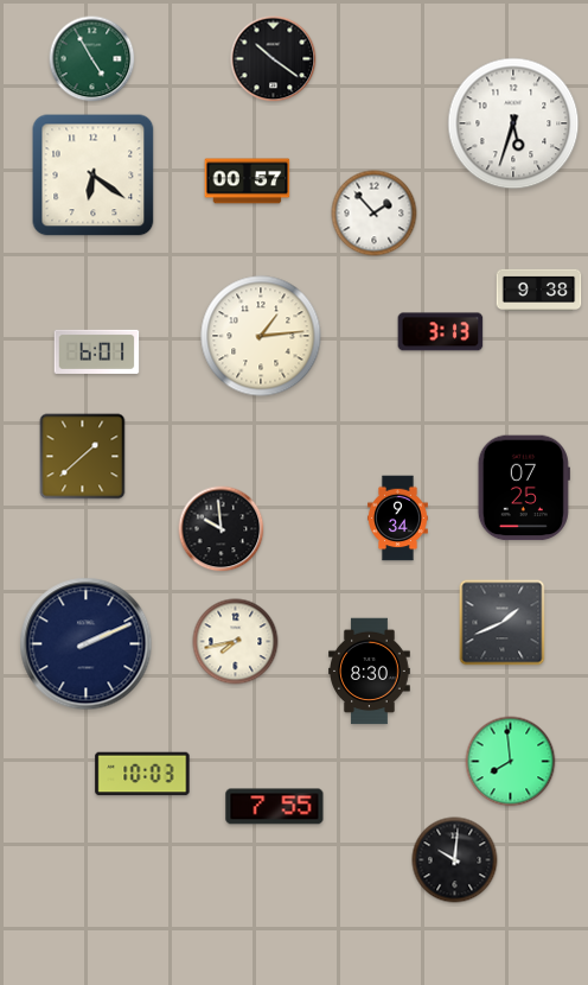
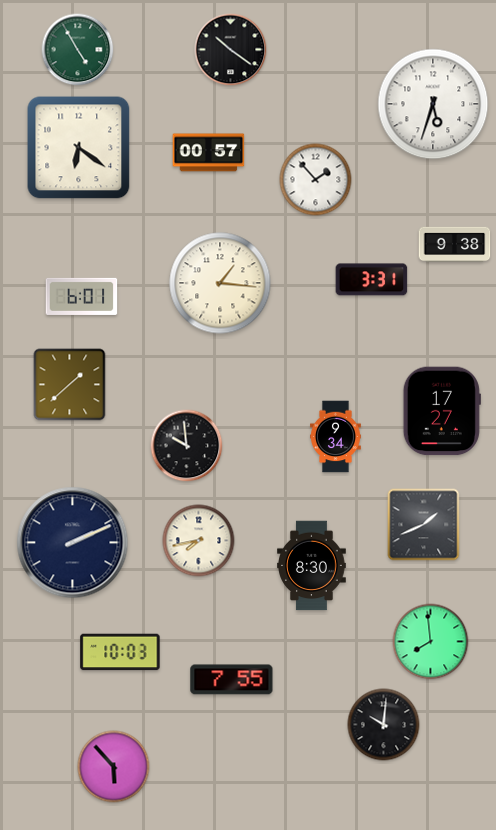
clock at (441, 332): 3:13 -> 3:31
clock at (261, 336): 1:14 -> 1:16
clock at (524, 488): 07:25 -> 17:27
clock at (114, 767): none -> 5:53
